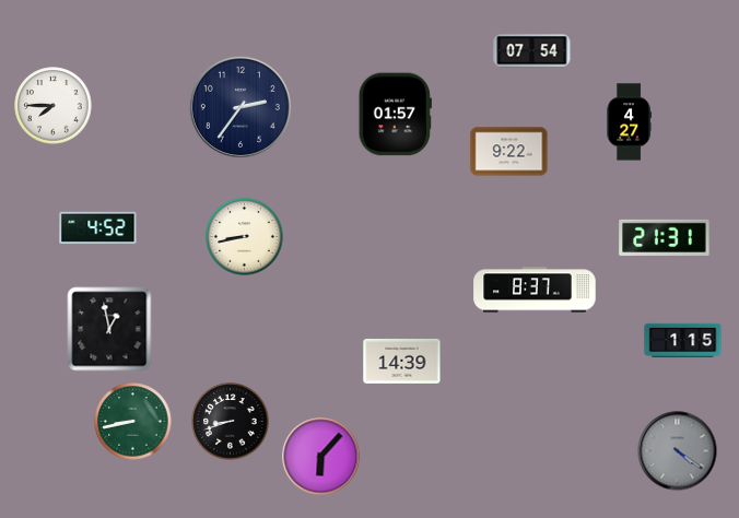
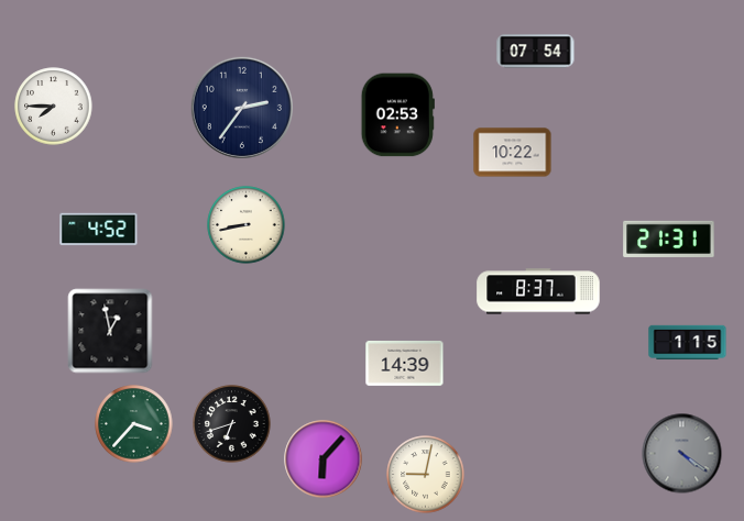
clock at (395, 115): 01:57 -> 02:53
clock at (629, 122): 4:27 -> none
clock at (509, 152): 9:22 -> 10:22
clock at (245, 237) position: (245, 237) -> (247, 225)
clock at (133, 422): 8:43 -> 3:37
clock at (231, 422): 8:42 -> 6:42
clock at (426, 475): none -> 9:02
